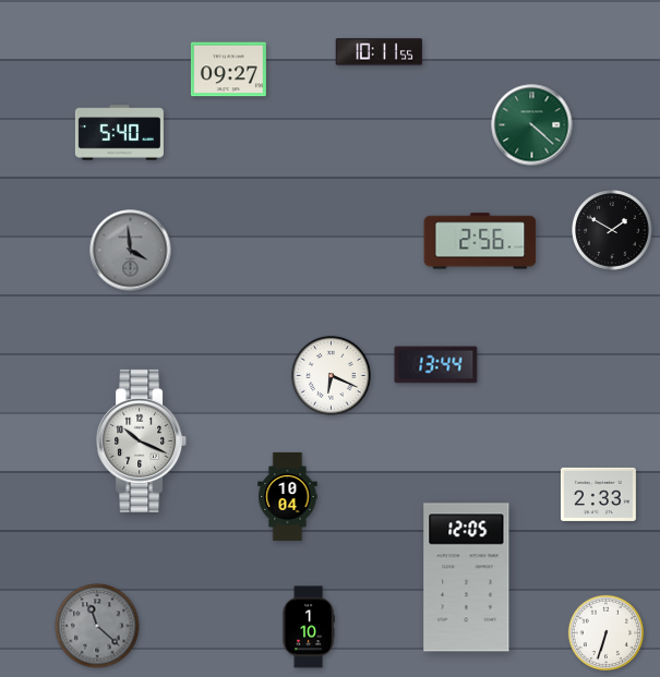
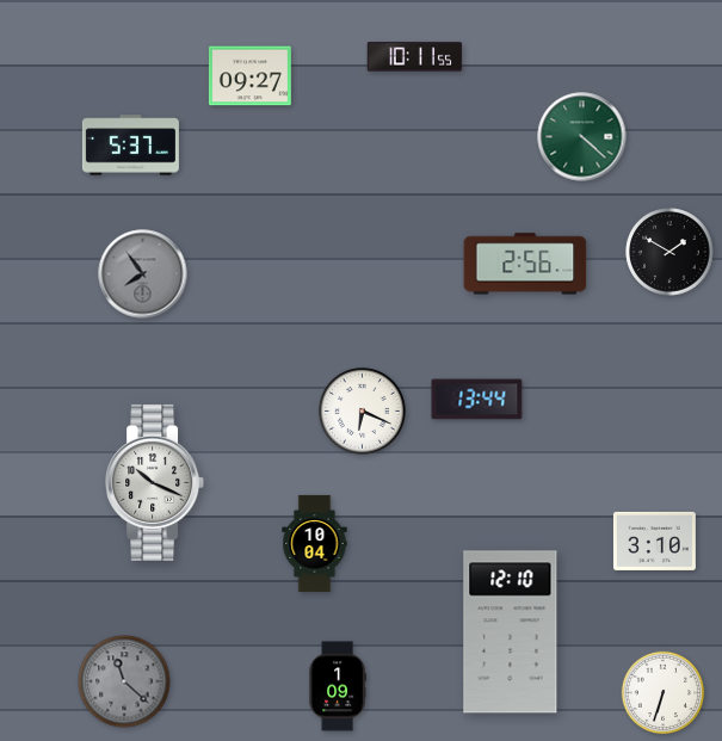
clock at (119, 133): 5:40 -> 5:37
clock at (131, 251): 3:59 -> 7:54
clock at (598, 494): 2:33 -> 3:10
clock at (467, 578): 12:05 -> 12:10
clock at (97, 626) position: (97, 626) -> (124, 681)
clock at (309, 627): 1:10 -> 1:09
